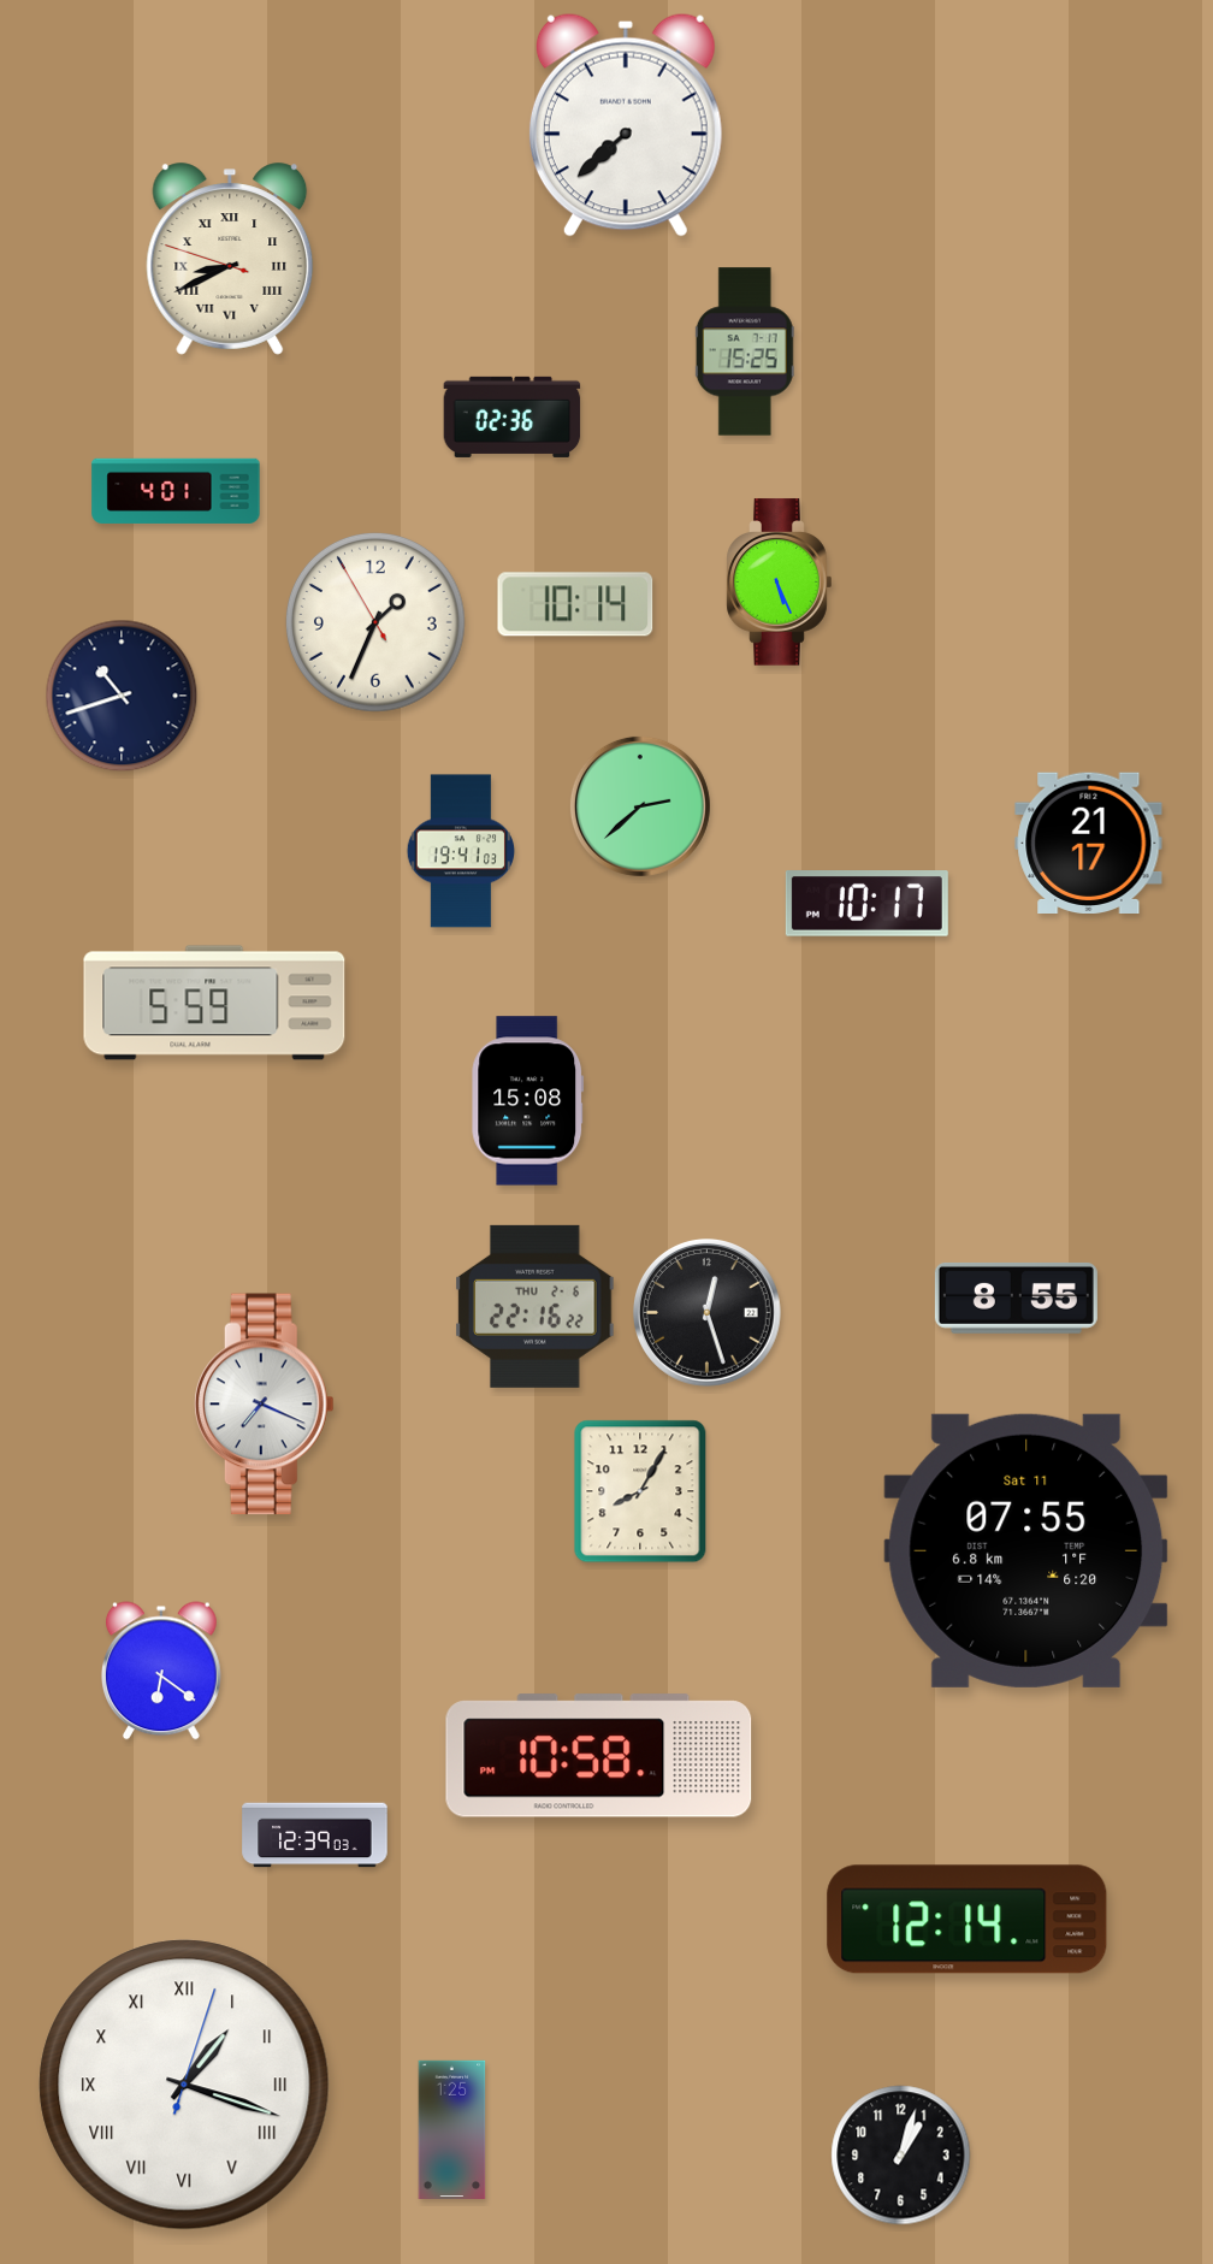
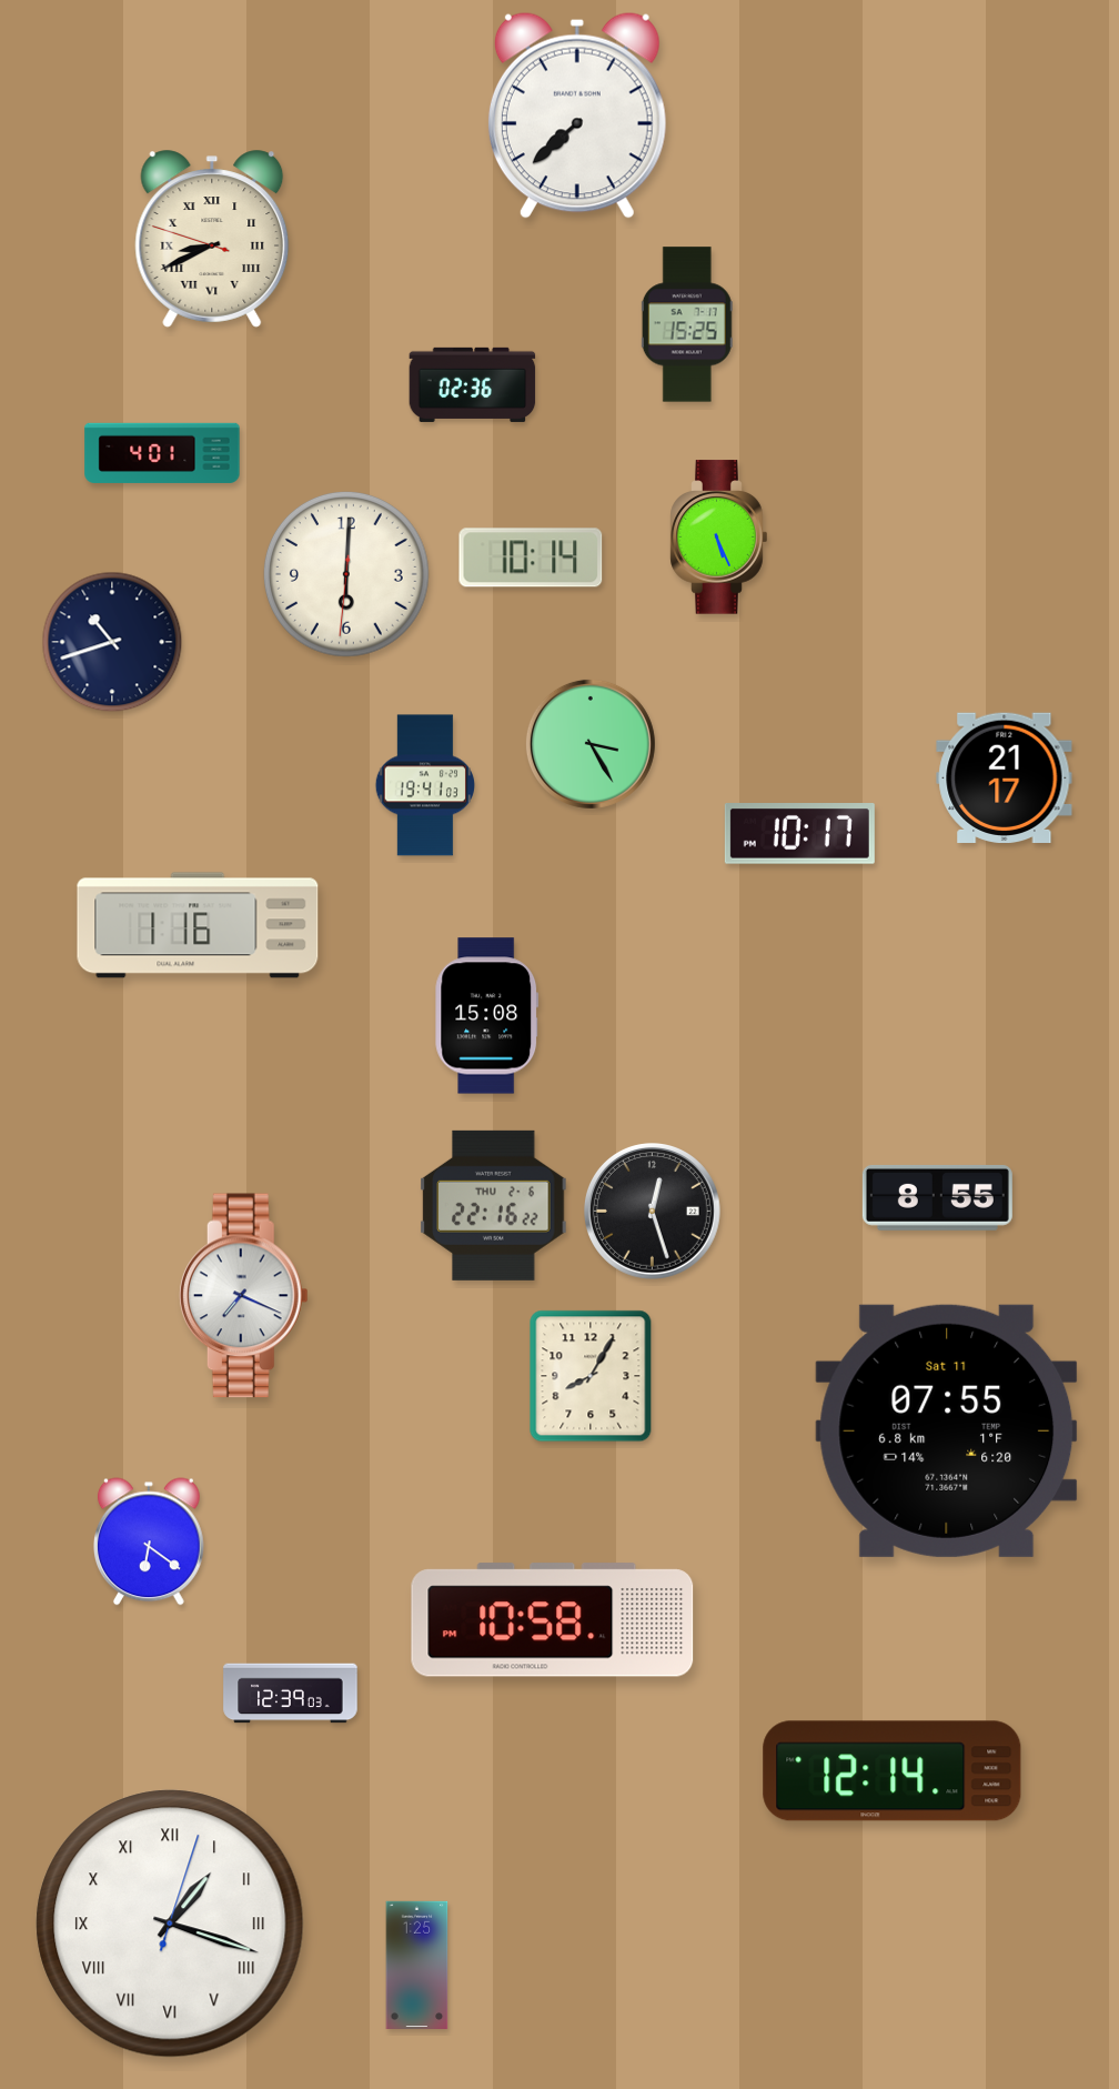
clock at (375, 622): 1:33 -> 6:00
clock at (640, 806): 2:38 -> 3:25
clock at (214, 1003): 5:59 -> 1:16
clock at (901, 2156): 1:03 -> none
